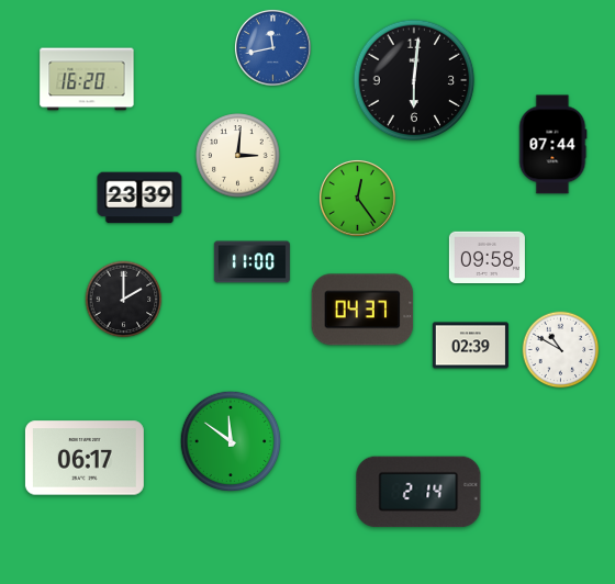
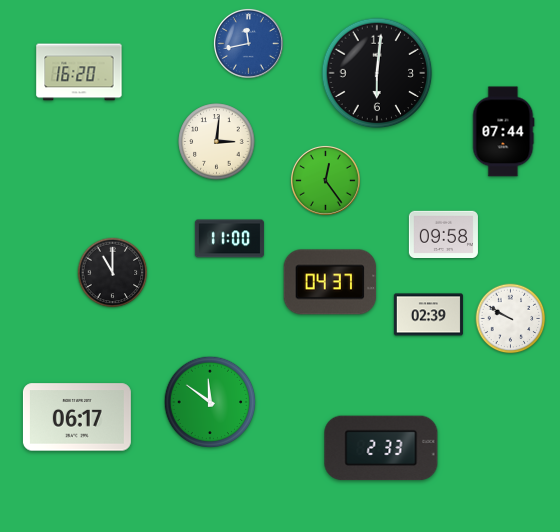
clock at (139, 198): 23:39 -> none
clock at (124, 300): 2:00 -> 11:00
clock at (561, 350): 10:50 -> 9:50
clock at (418, 492): 2:14 -> 2:33
